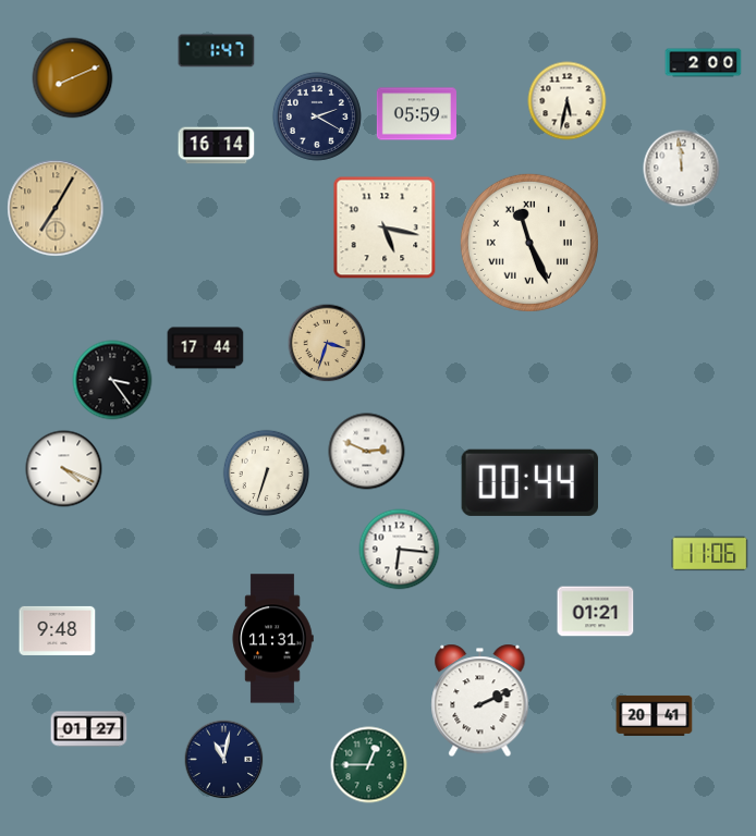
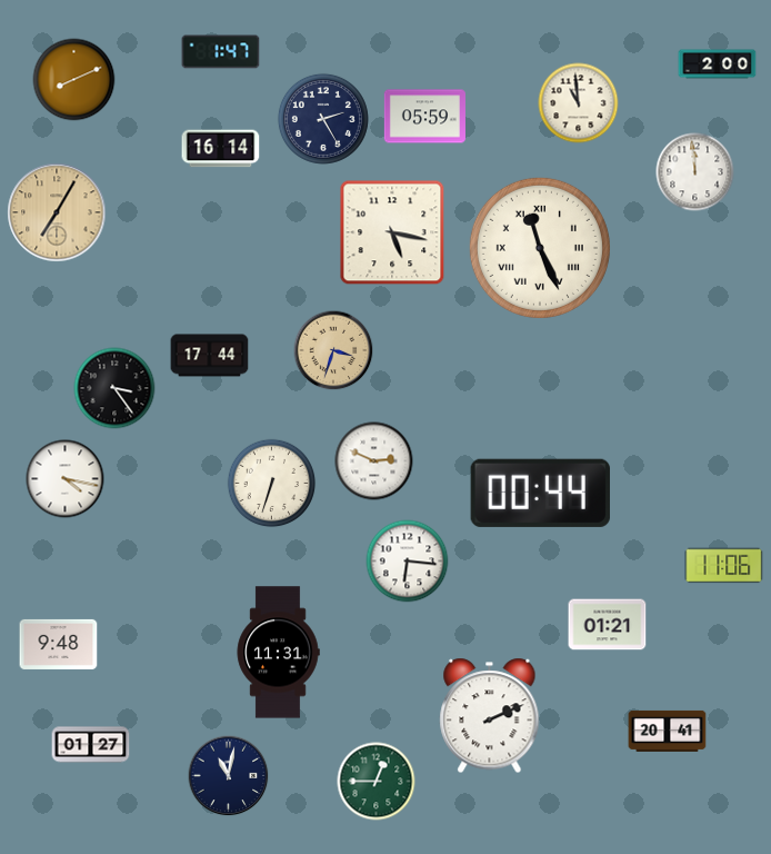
clock at (568, 101): 5:32 -> 10:59
clock at (317, 116): 2:20 -> 2:25
clock at (64, 469): 4:19 -> 4:17
